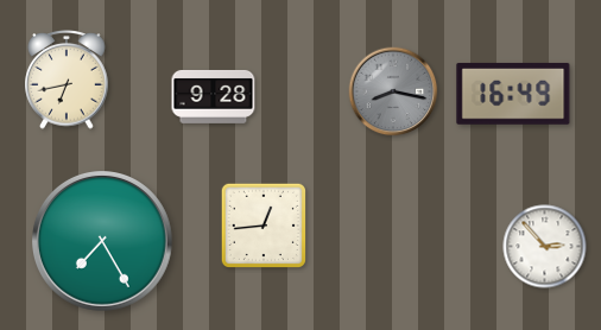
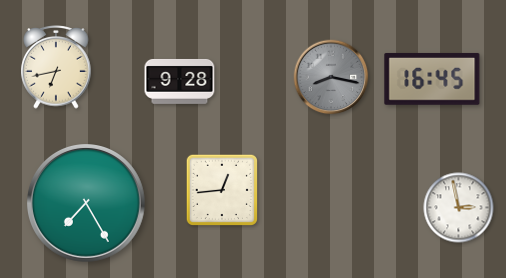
clock at (513, 94): 16:49 -> 16:45
clock at (545, 247): 2:53 -> 2:58
